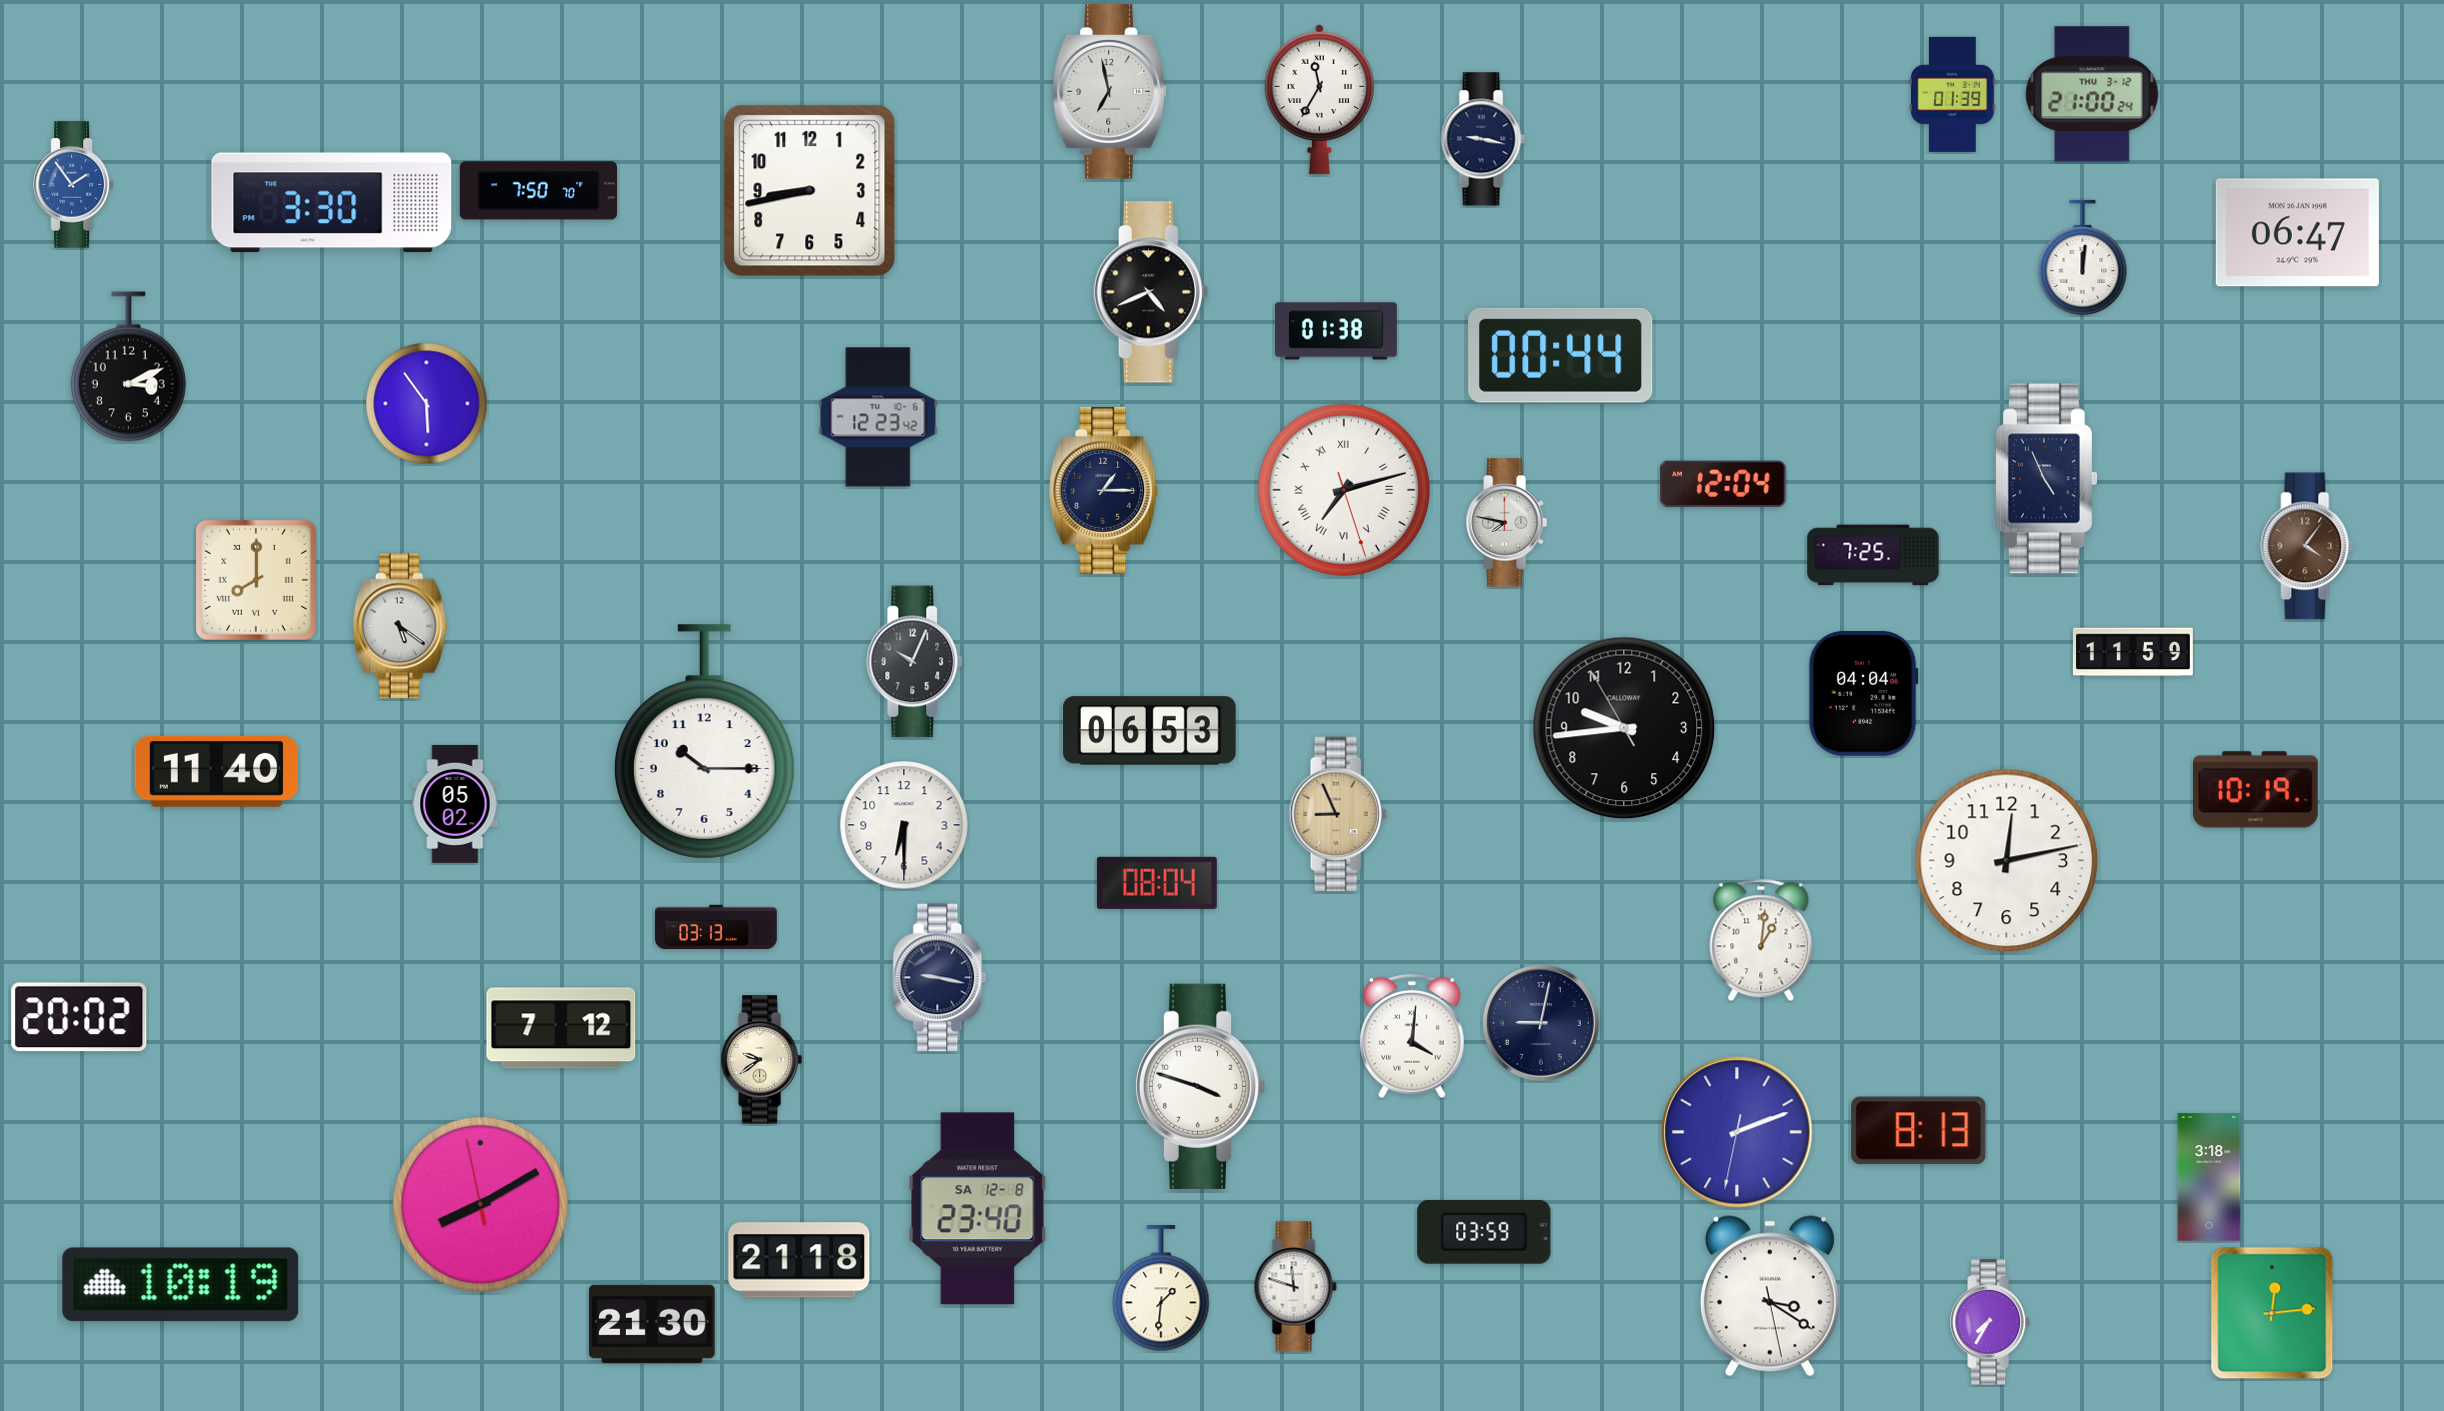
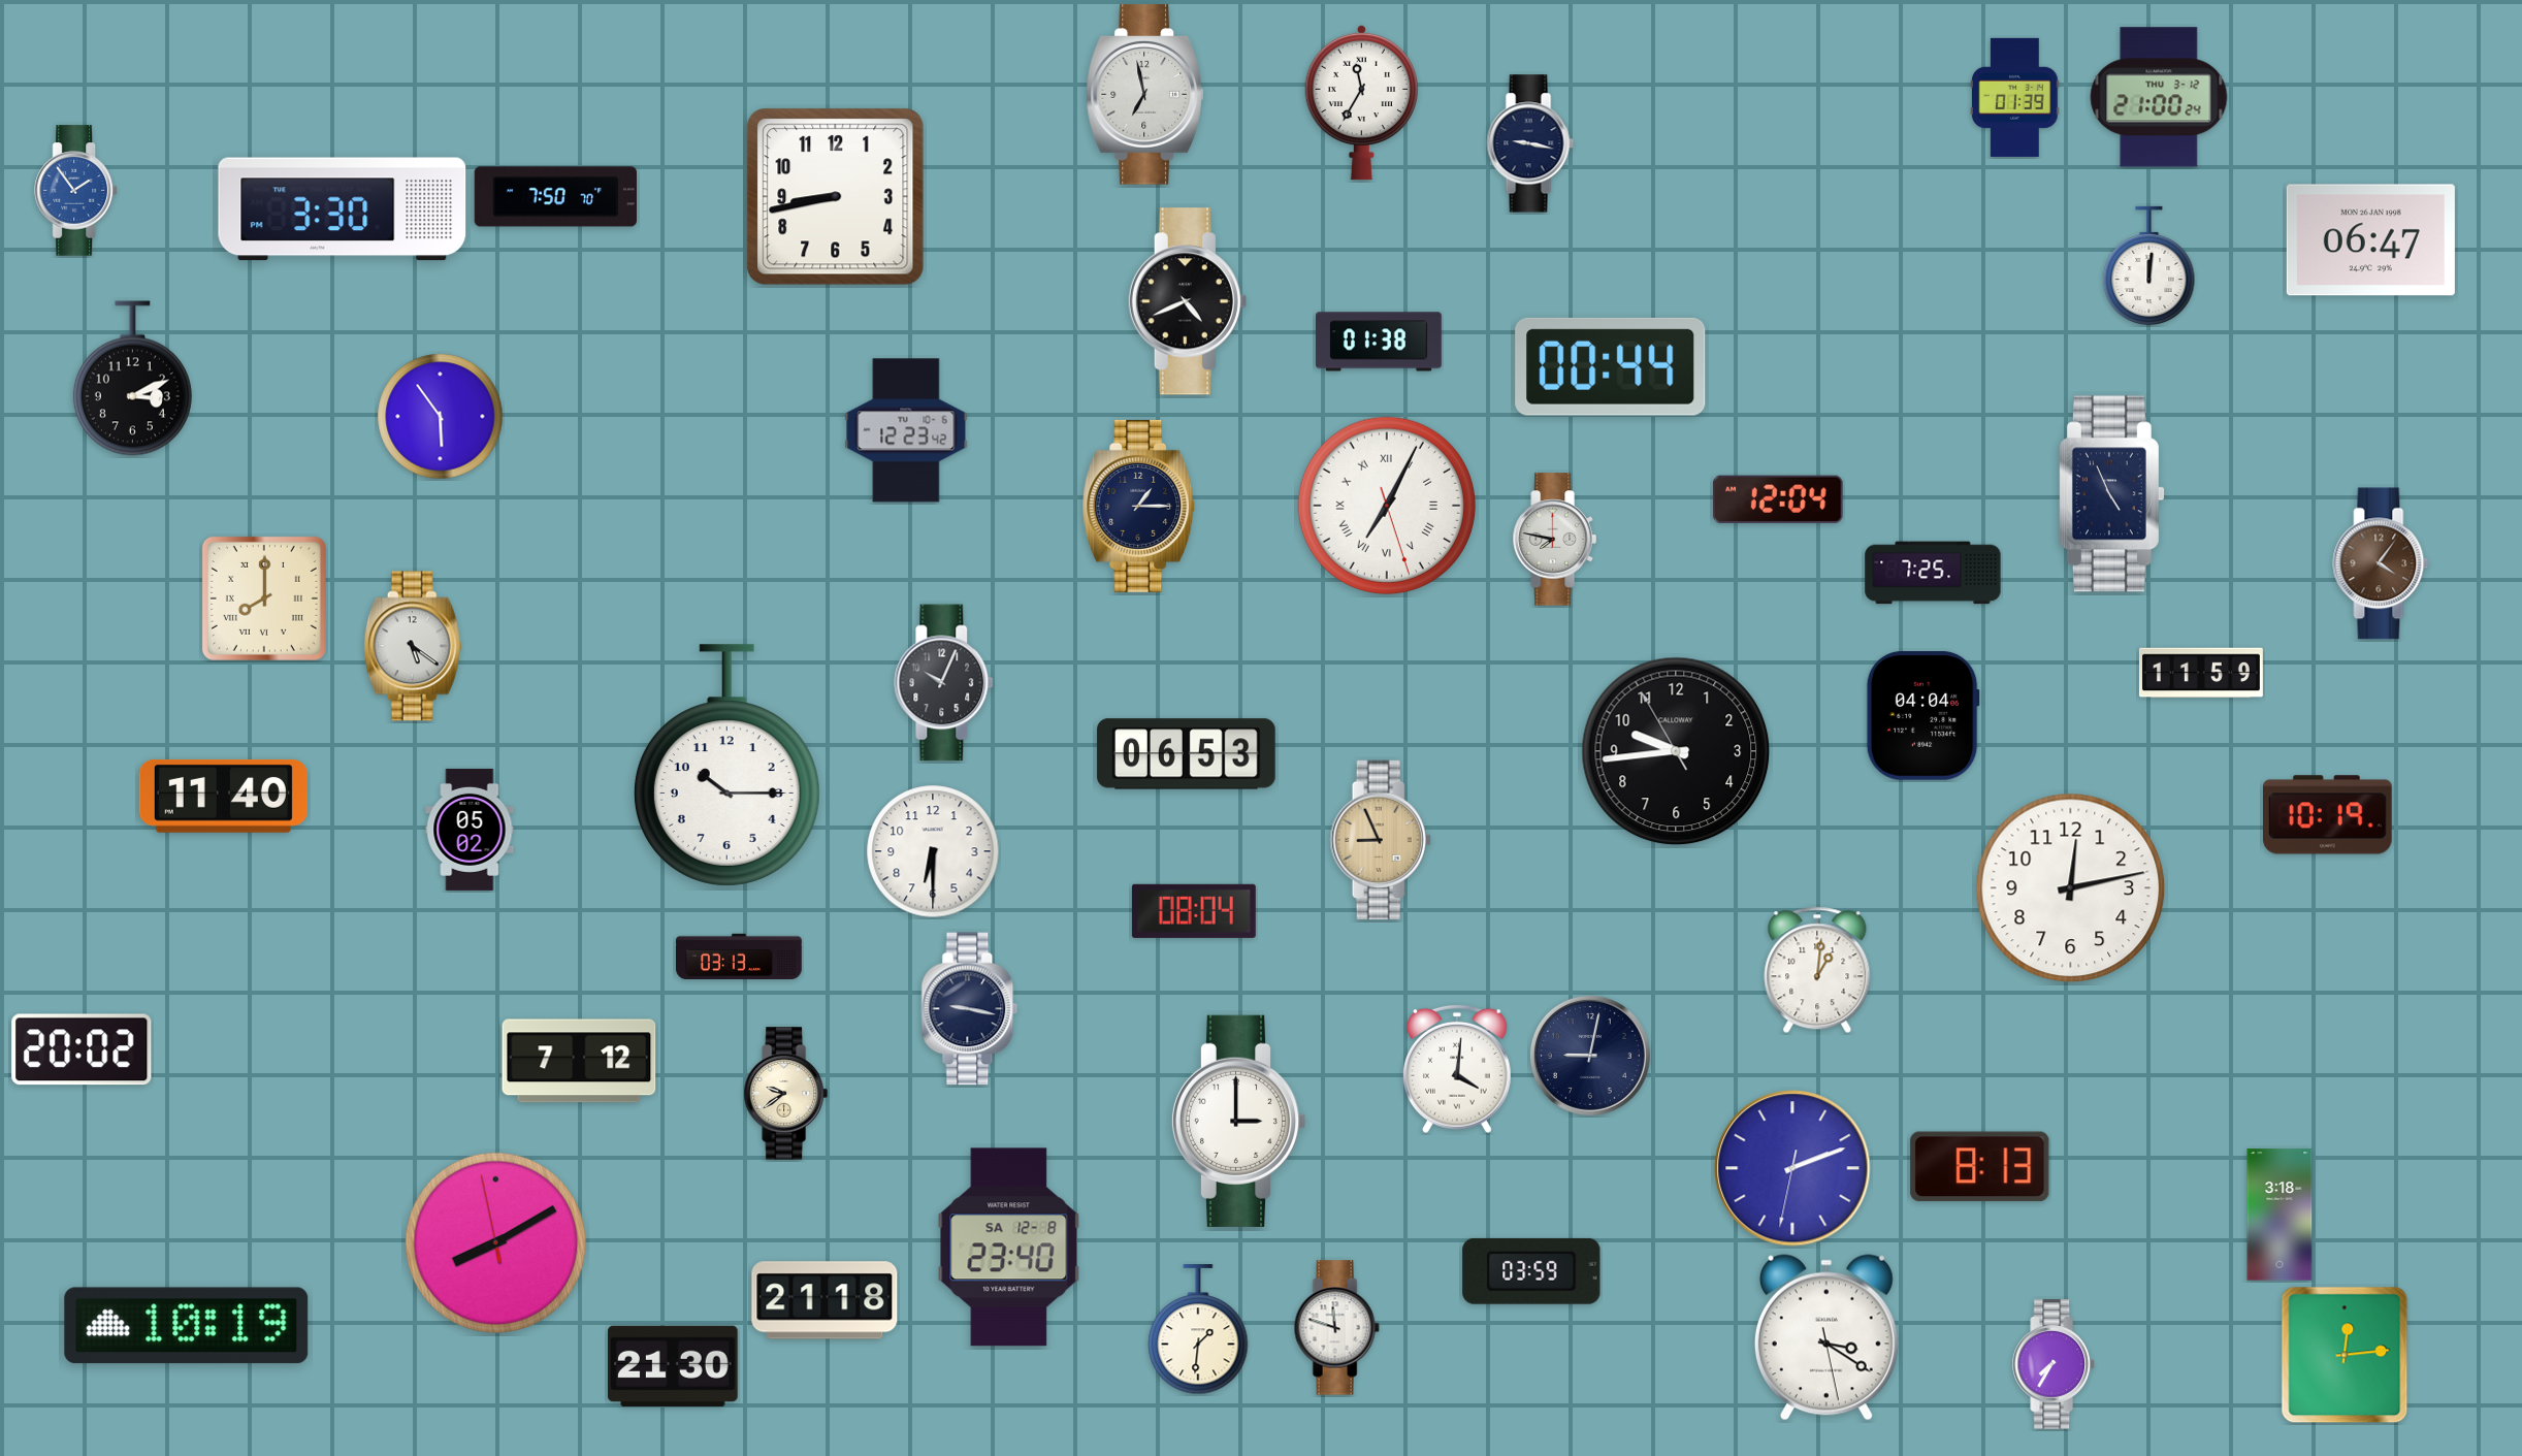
clock at (1343, 489): 7:12 -> 7:04
clock at (1200, 1086): 3:48 -> 3:00
